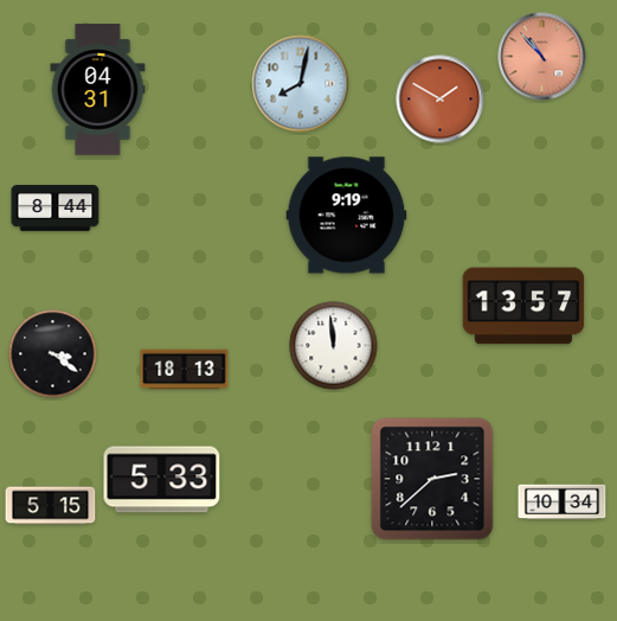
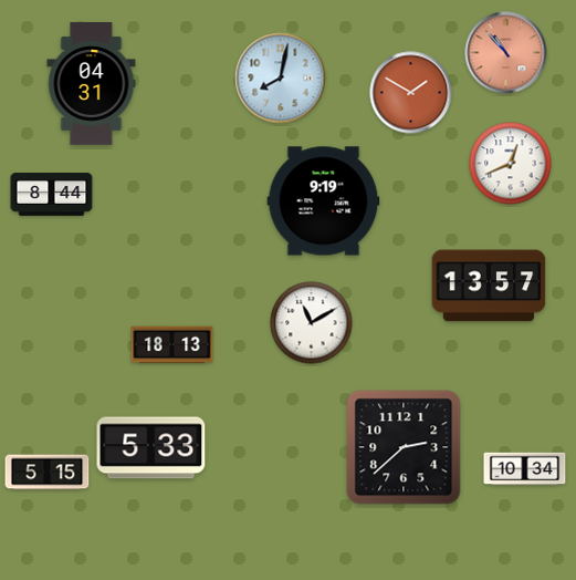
clock at (511, 164): none -> 12:41
clock at (334, 346): 11:59 -> 11:10
clock at (53, 354): 3:21 -> none
